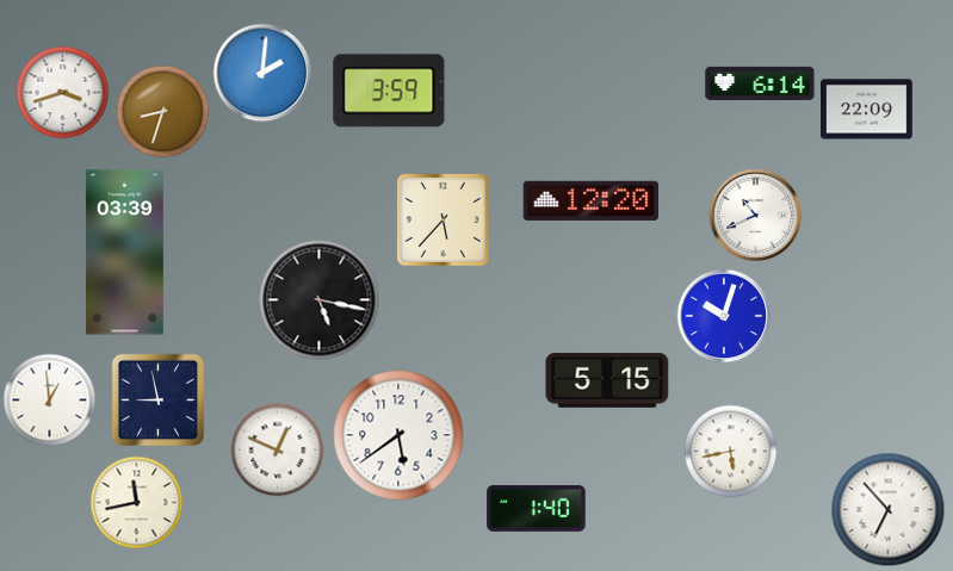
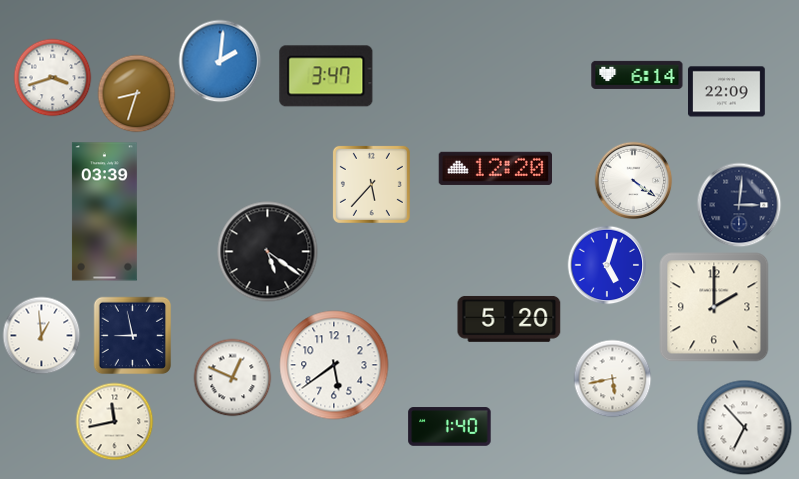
clock at (760, 83) position: (760, 83) -> (637, 75)
clock at (389, 91): 3:59 -> 3:47
clock at (755, 215): 10:41 -> 4:21
clock at (739, 205): none -> 3:01
clock at (320, 300): 5:17 -> 5:21
clock at (724, 316): 10:03 -> 5:03
clock at (714, 307): none -> 2:00
clock at (607, 380): 5:15 -> 5:20
